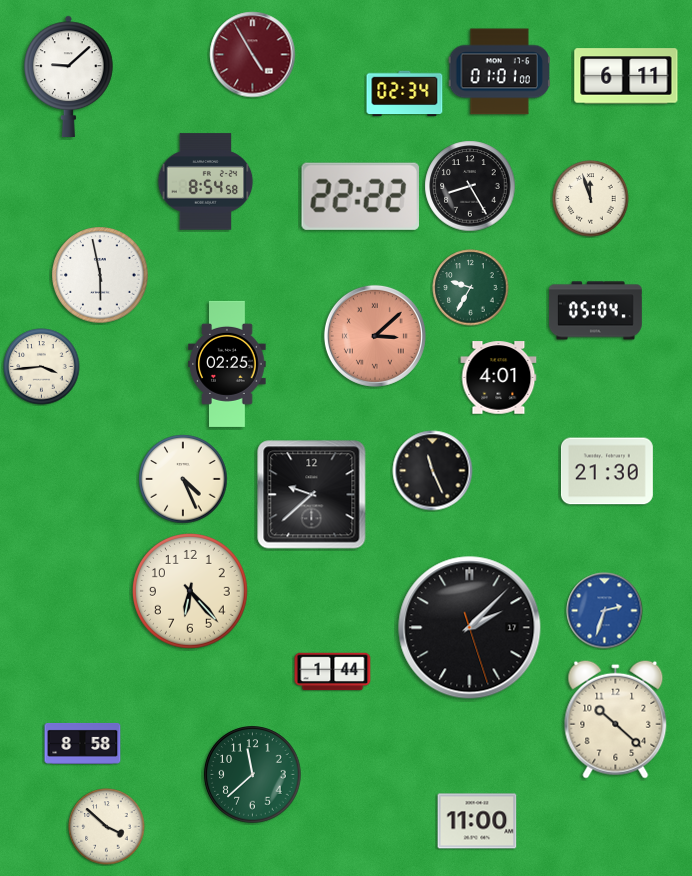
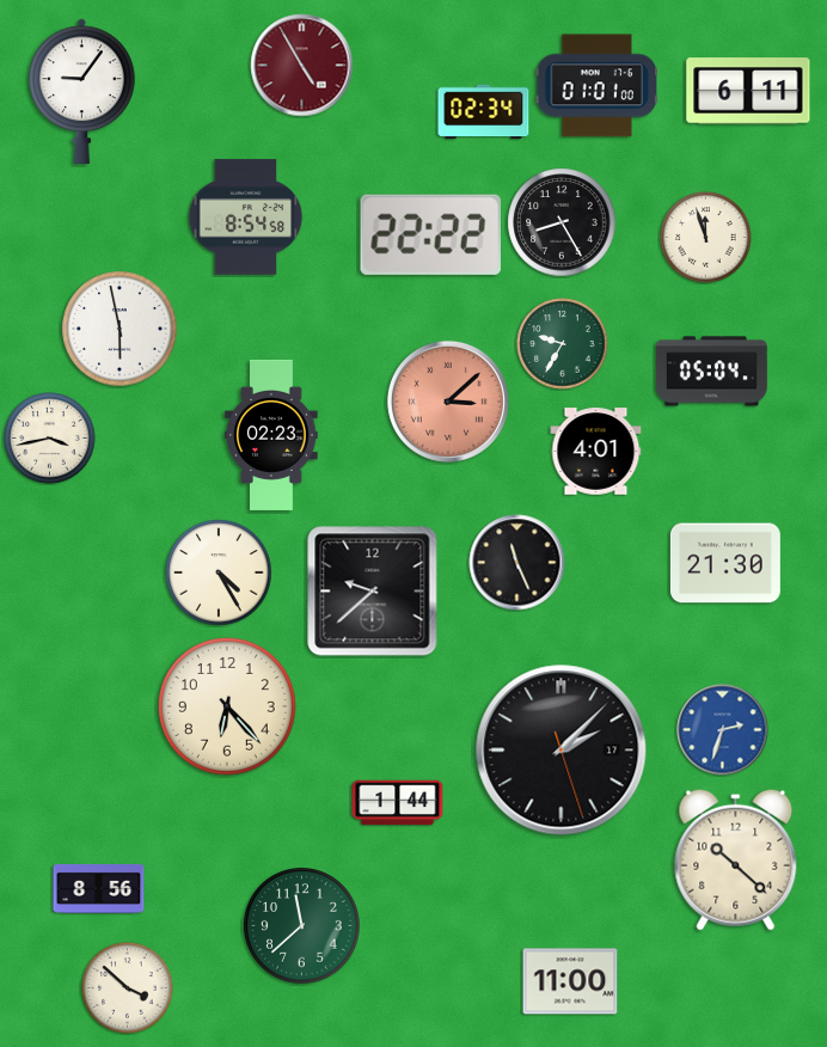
clock at (69, 76): 9:08 -> 9:06
clock at (227, 364): 02:25 -> 02:23
clock at (42, 367): 3:44 -> 3:43
clock at (183, 479): 4:26 -> 4:25
clock at (83, 743): 8:58 -> 8:56
